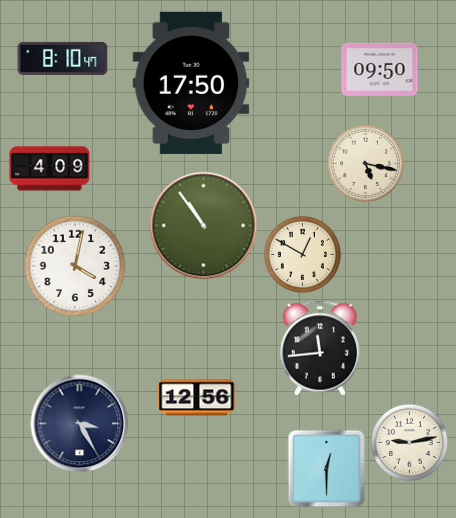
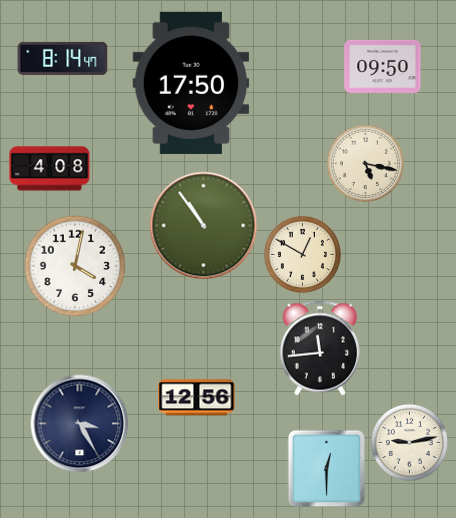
clock at (63, 58): 8:10 -> 8:14
clock at (380, 69) position: (380, 69) -> (383, 66)
clock at (50, 169): 4:09 -> 4:08
